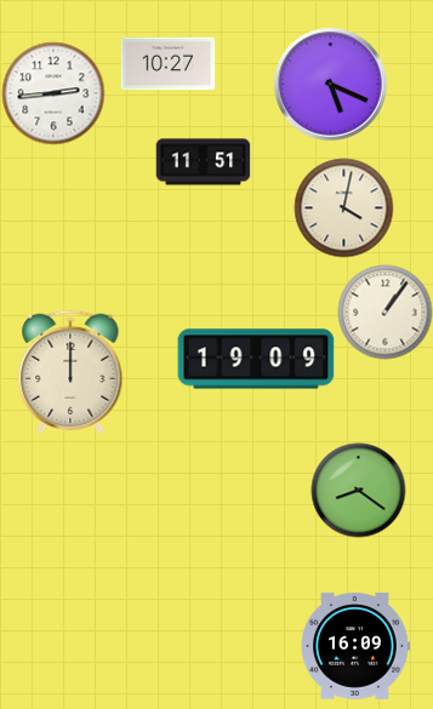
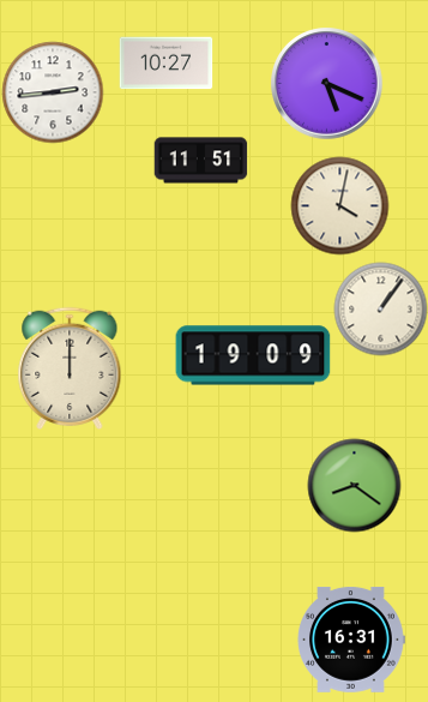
clock at (355, 647): 16:09 -> 16:31
